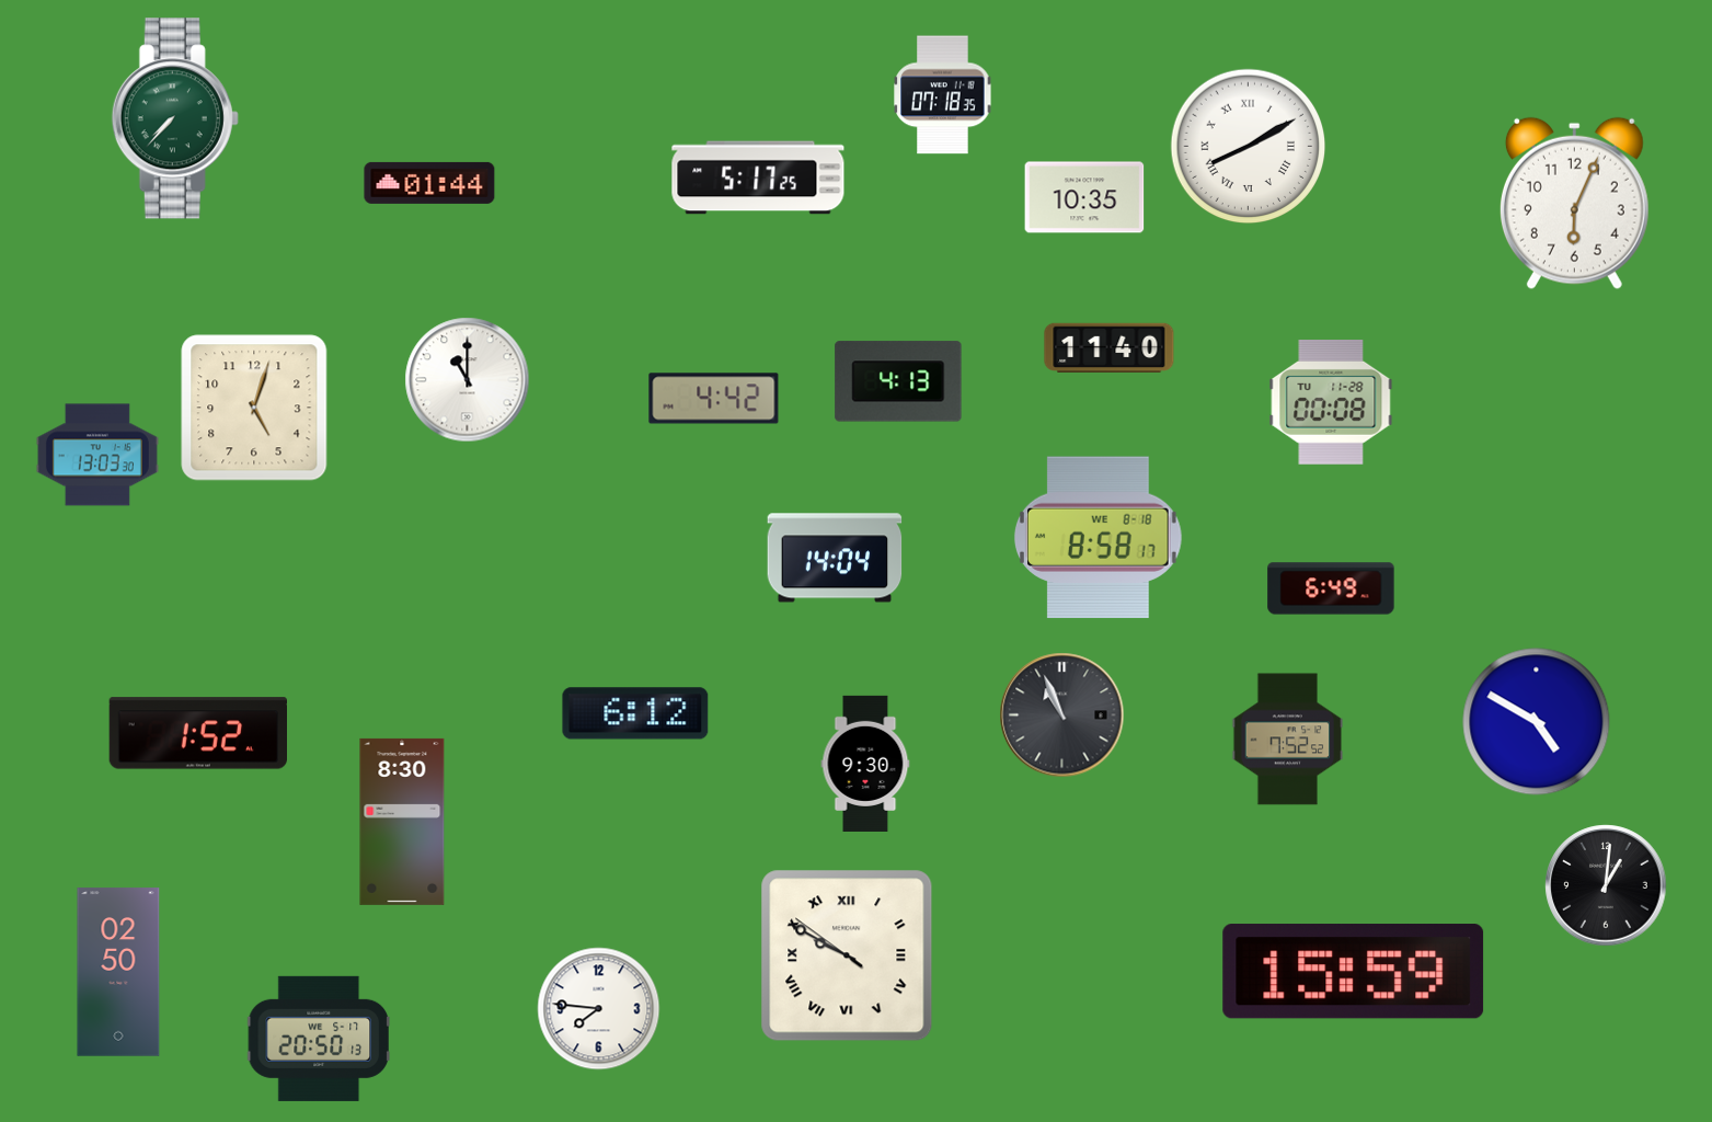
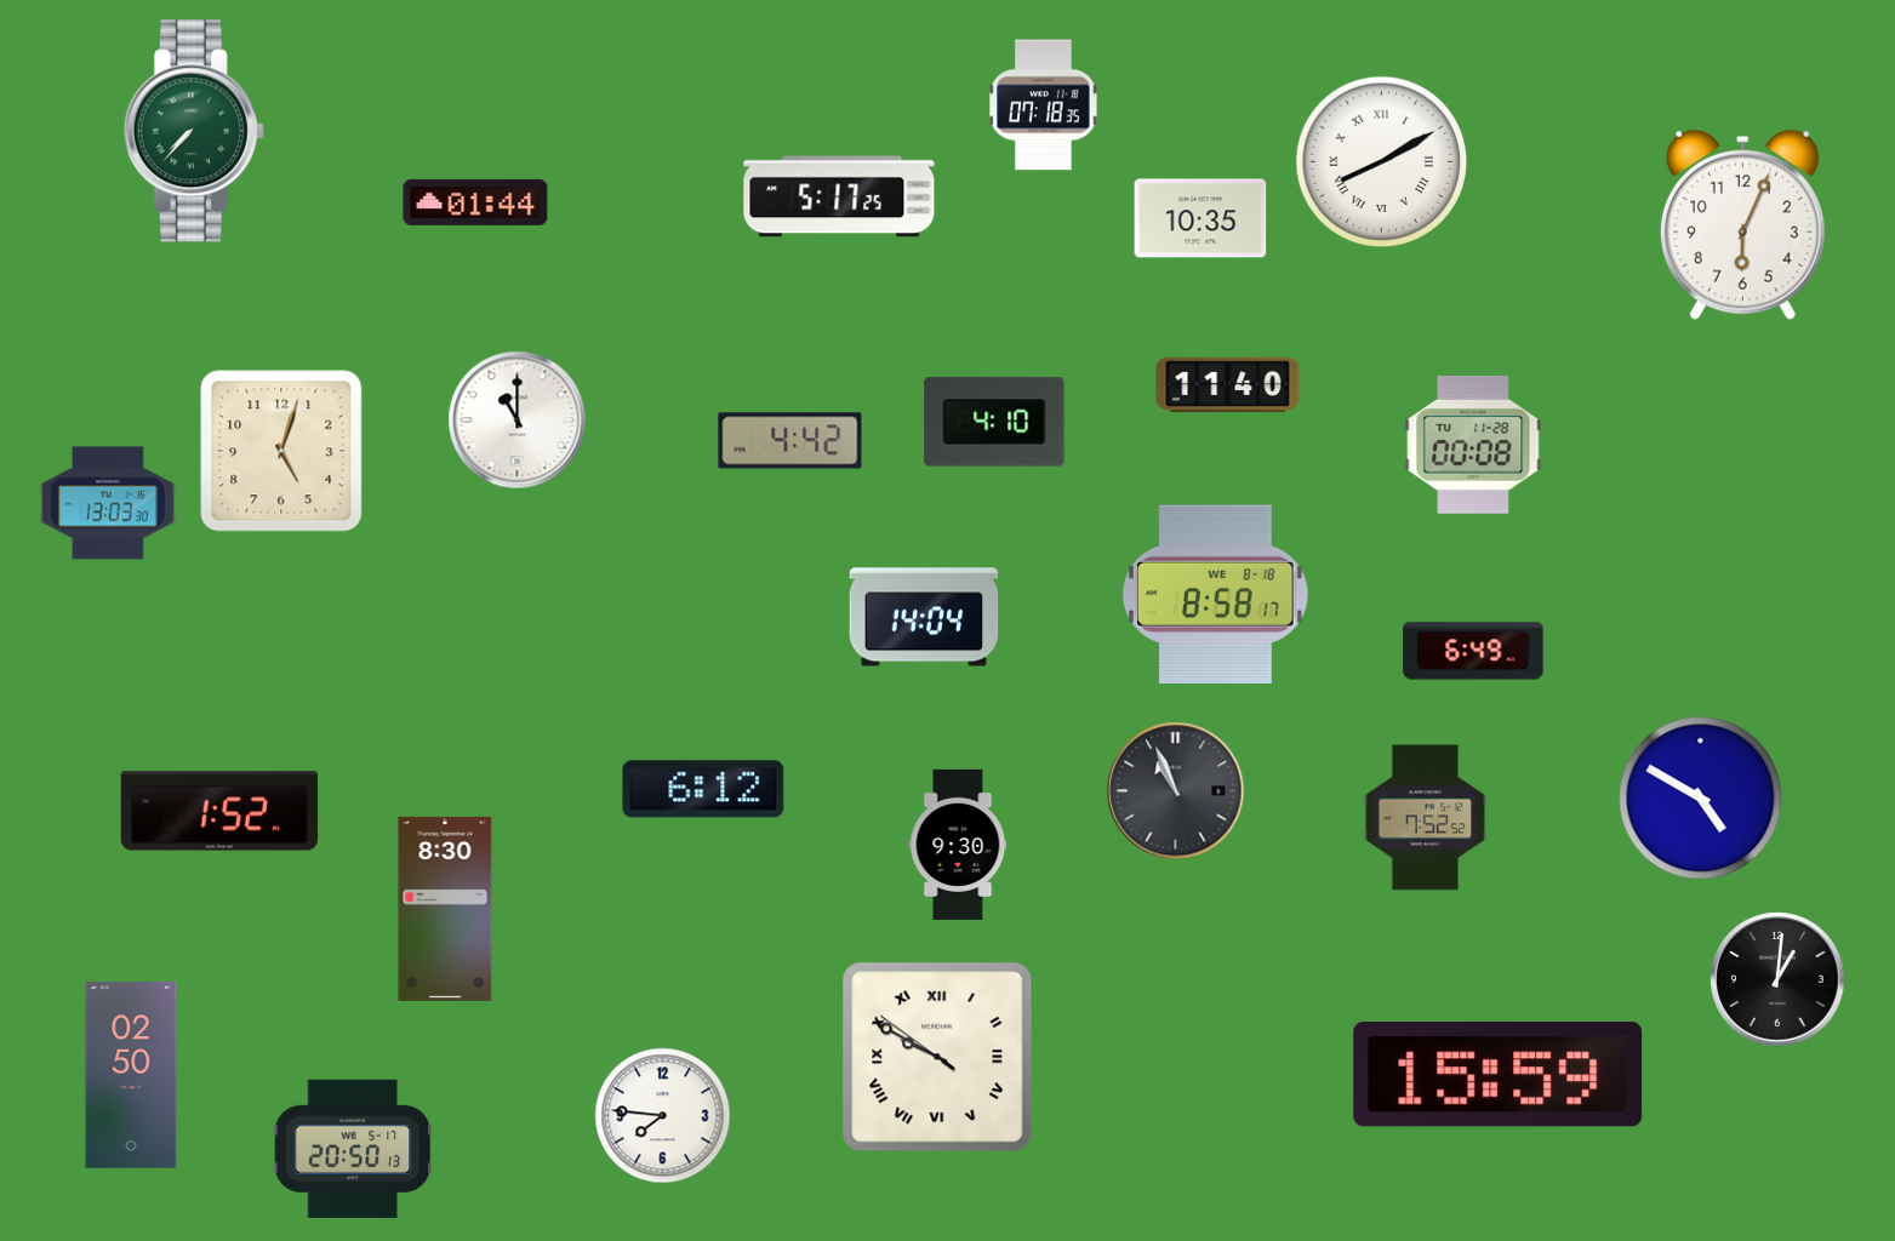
clock at (898, 381): 4:13 -> 4:10
